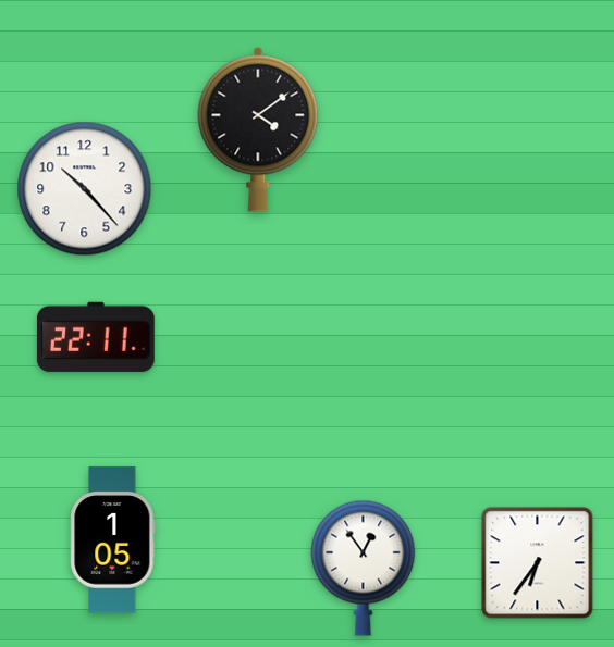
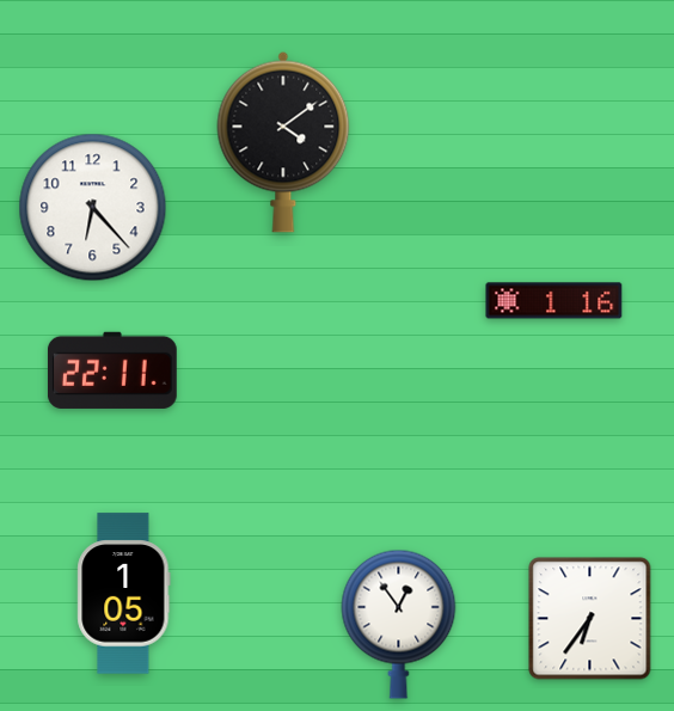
clock at (85, 189): 10:23 -> 6:23
clock at (554, 301): none -> 1:16
clock at (96, 337) position: (96, 337) -> (112, 370)
